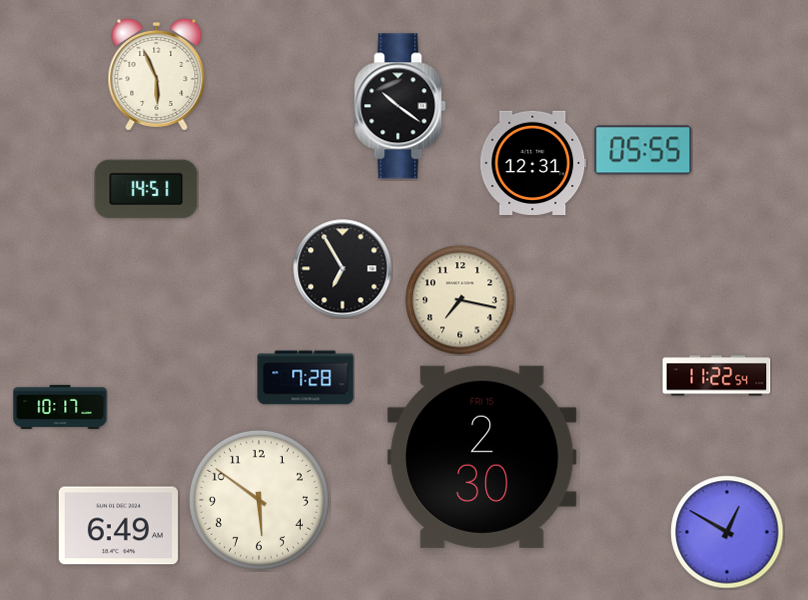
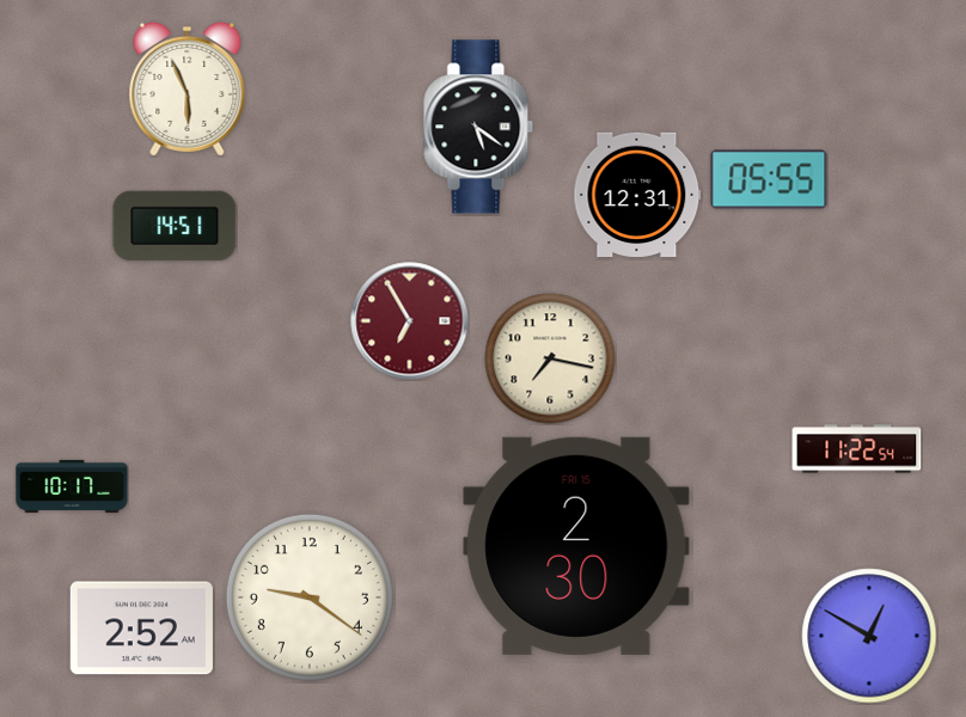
clock at (400, 106): 10:21 -> 5:21
clock at (343, 269) dial: black -> burgundy
clock at (306, 378): 7:28 -> none
clock at (259, 500): 5:51 -> 9:21
clock at (118, 526): 6:49 -> 2:52
